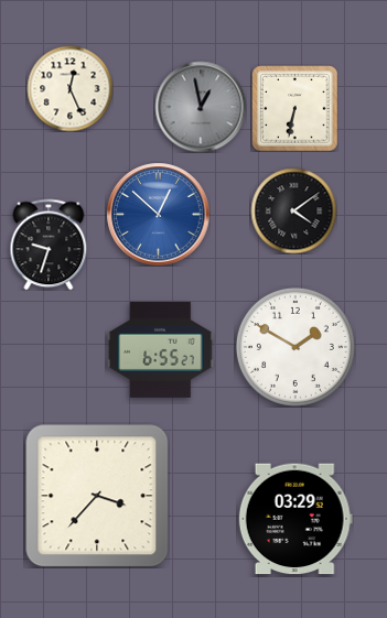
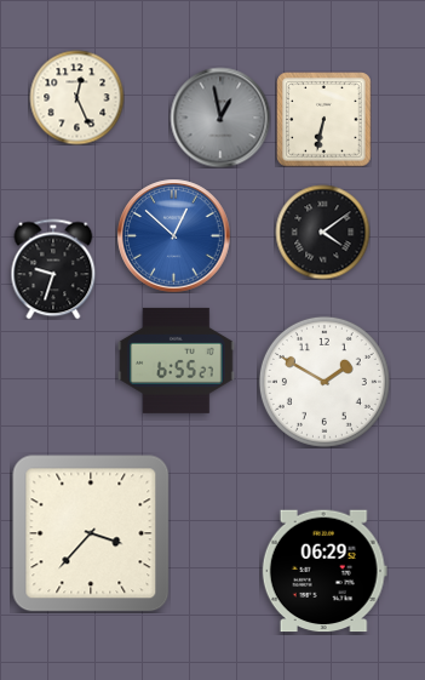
clock at (161, 349) position: (161, 349) -> (177, 360)
clock at (97, 496) position: (97, 496) -> (91, 533)
clock at (295, 519): 03:29 -> 06:29
